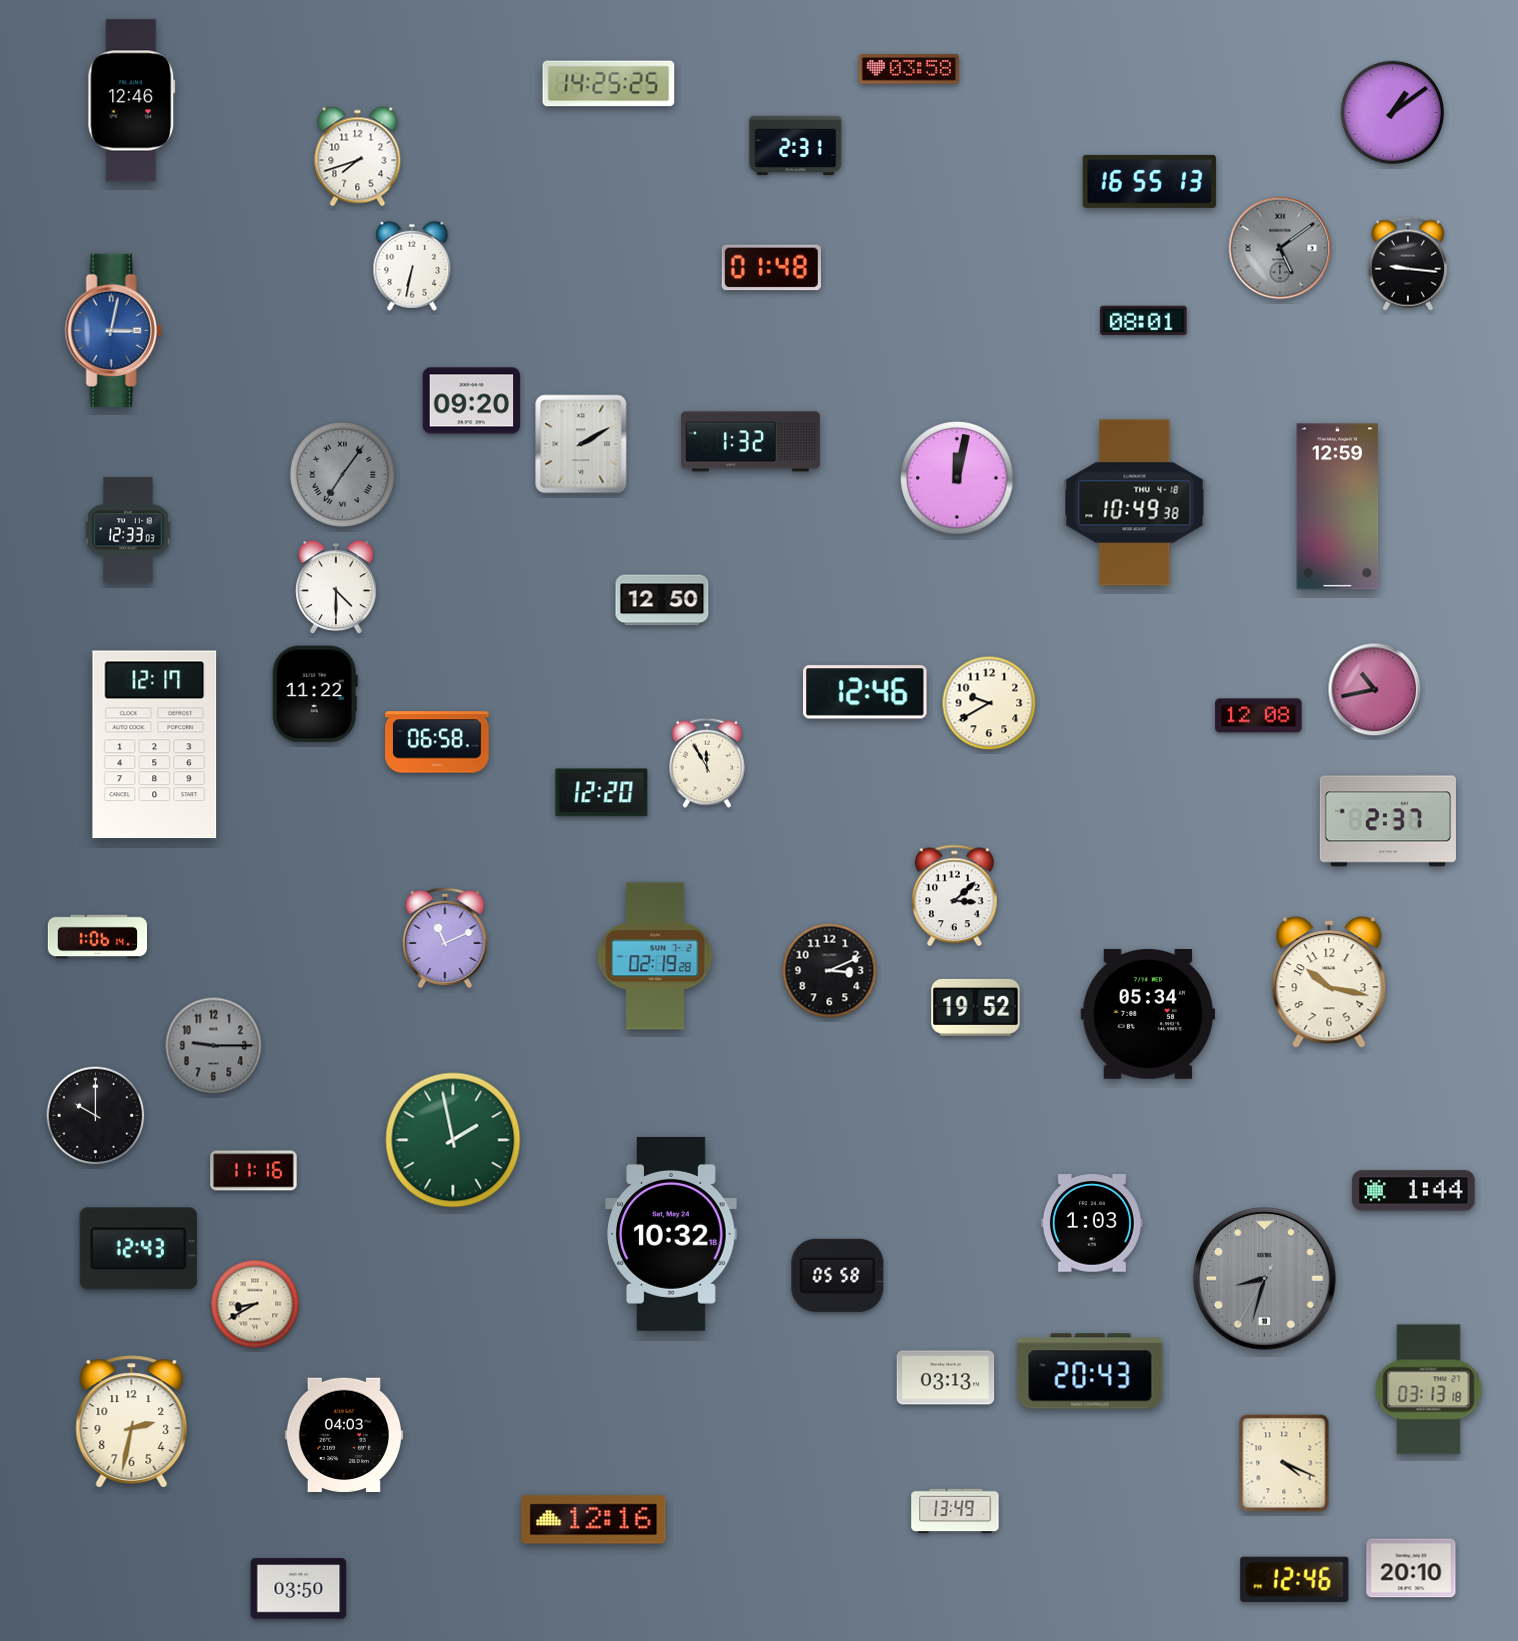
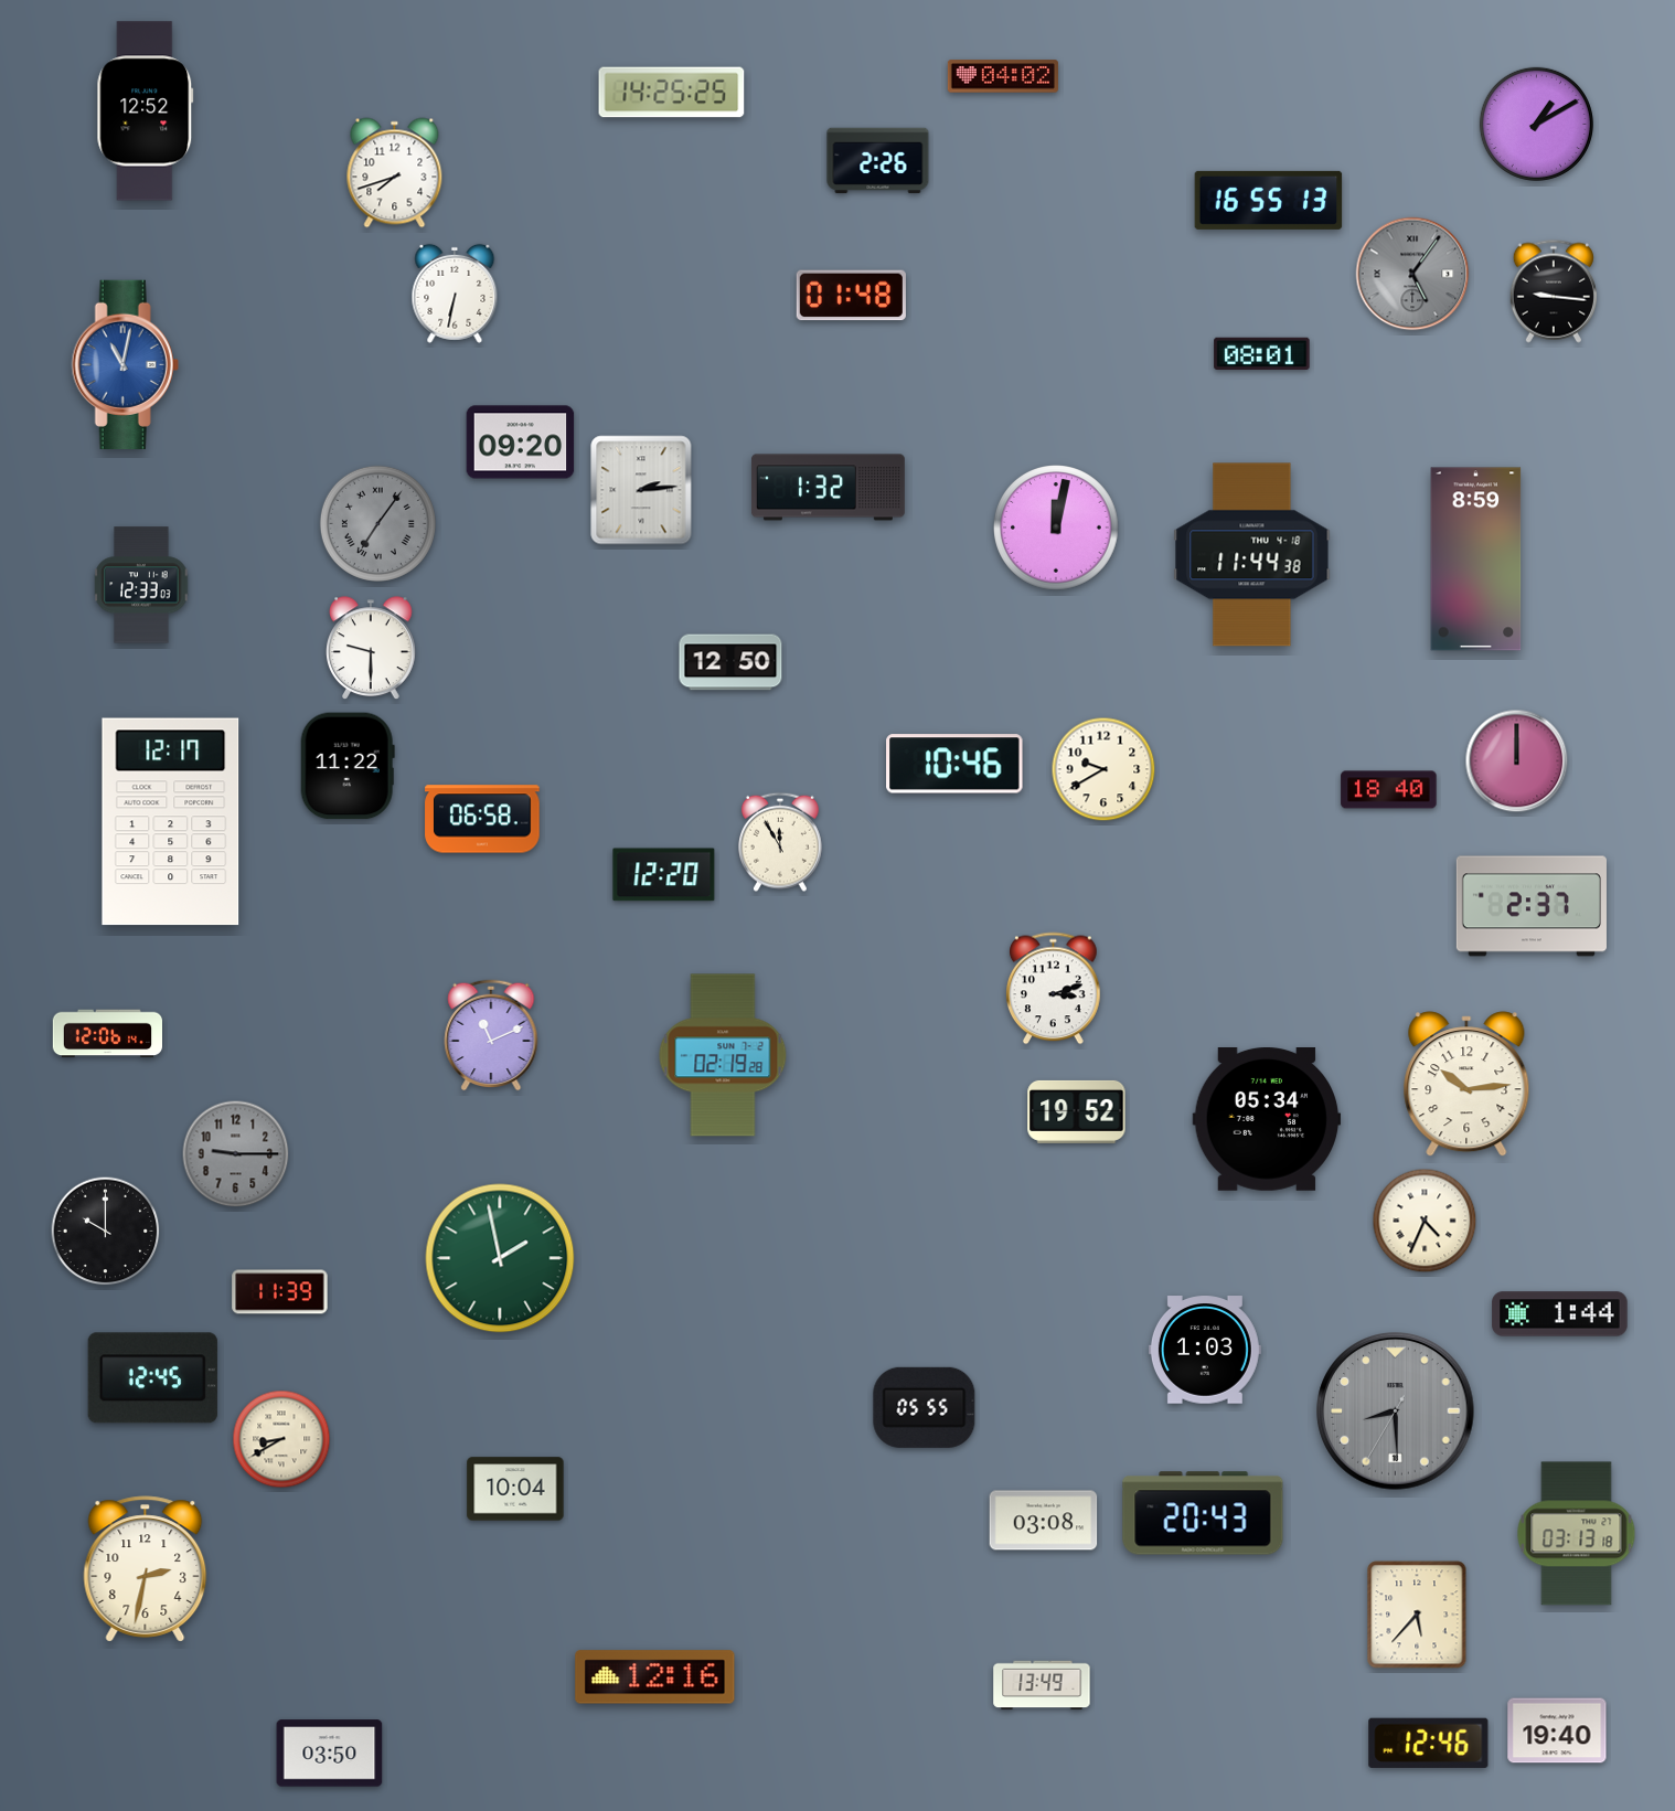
clock at (909, 69): 03:58 -> 04:02
clock at (132, 101): 12:46 -> 12:52
clock at (1392, 112): 1:09 -> 1:10
clock at (796, 146): 2:31 -> 2:26
clock at (1280, 248): 5:09 -> 5:06
clock at (113, 330): 3:02 -> 11:02
clock at (581, 444): 2:10 -> 2:14
clock at (1135, 503): 10:49 -> 11:44
clock at (1338, 507): 12:59 -> 8:59
clock at (337, 588): 4:30 -> 9:30
clock at (1375, 690): 10:43 -> 12:00
clock at (865, 692): 12:46 -> 10:46
clock at (989, 703) position: (989, 703) -> (1103, 769)
clock at (1259, 716): 12:08 -> 18:40
clock at (955, 896): 3:08 -> 3:12
clock at (97, 937): 1:06 -> 12:06
clock at (830, 971): 3:11 -> none
clock at (1329, 982): 10:17 -> 10:14
clock at (1425, 1221): none -> 4:34
clock at (254, 1171): 11:16 -> 11:39
clock at (671, 1234): 10:32 -> none
clock at (138, 1249): 12:43 -> 12:45
clock at (838, 1275): 05:58 -> 05:55
clock at (1265, 1279): 8:32 -> 8:29
clock at (515, 1489): none -> 10:04
clock at (946, 1378): 03:13 -> 03:08
clock at (344, 1434): 04:03 -> none
clock at (1284, 1463): 4:19 -> 5:37
clock at (955, 1511) position: (955, 1511) -> (1042, 1685)
clock at (1411, 1568): 20:10 -> 19:40
